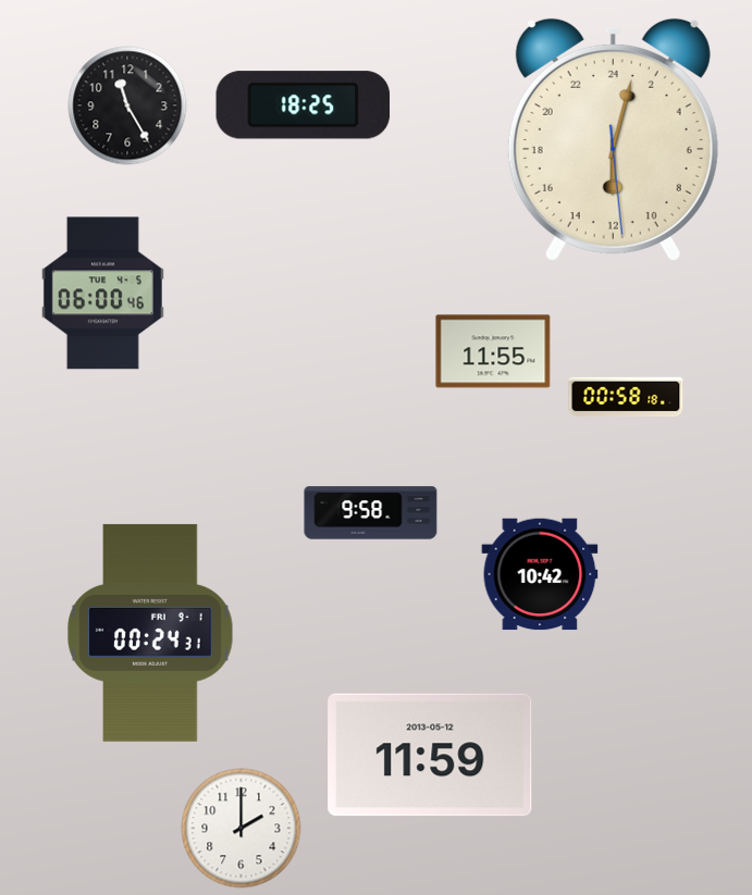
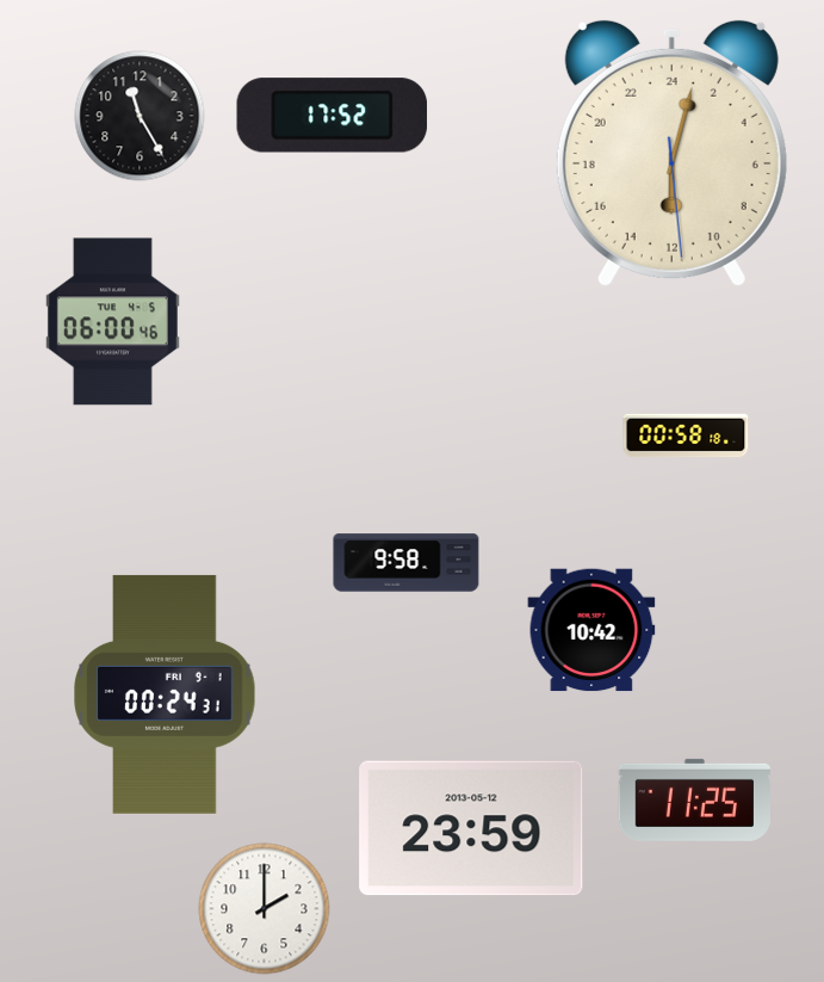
clock at (304, 105): 18:25 -> 17:52
clock at (493, 351): 11:55 -> none
clock at (694, 799): none -> 11:25
clock at (430, 755): 11:59 -> 23:59
